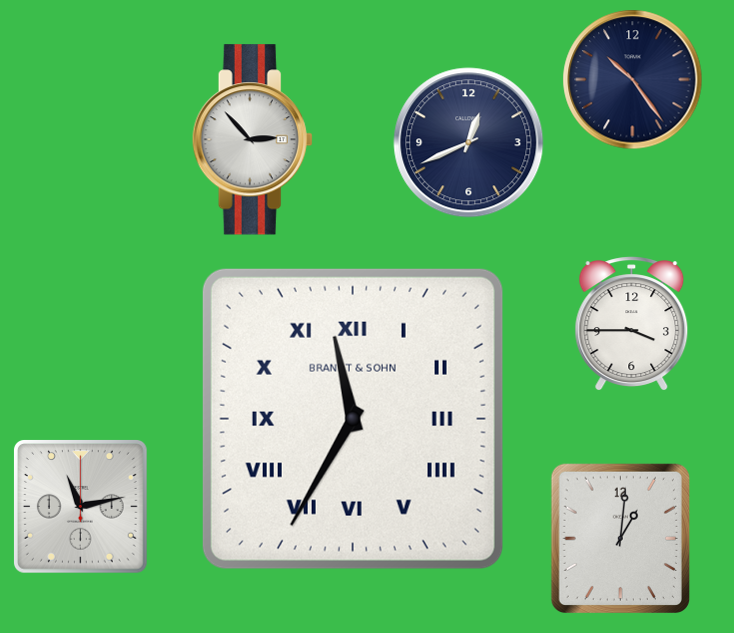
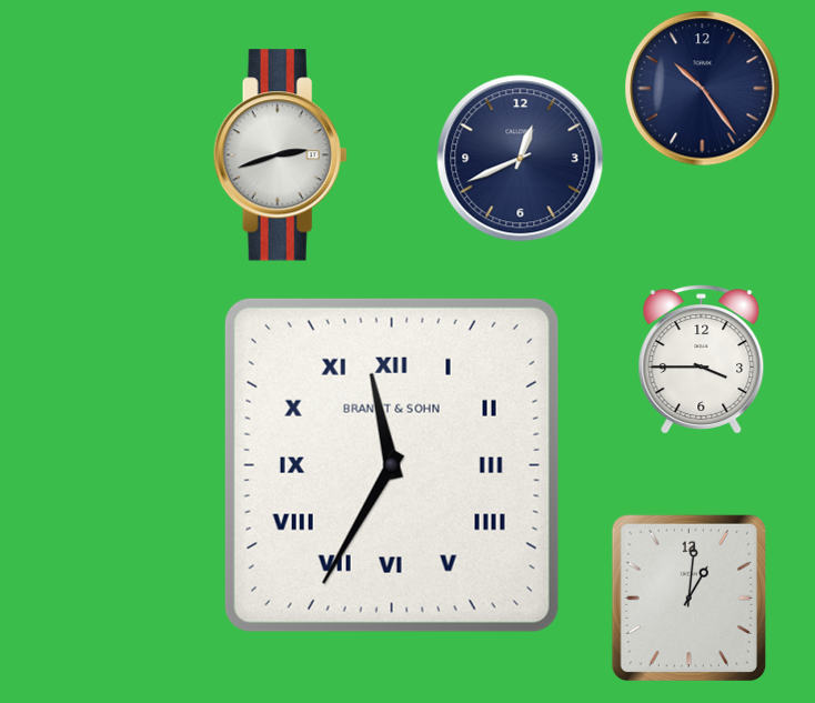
clock at (252, 140): 2:53 -> 2:42
clock at (80, 506): 11:13 -> none
